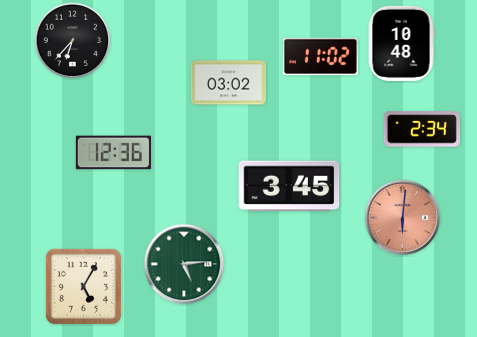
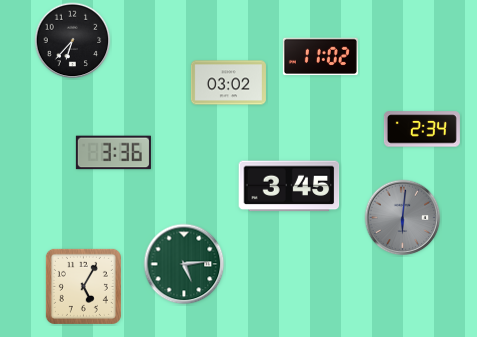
clock at (401, 43): 10:48 -> none
clock at (113, 153): 12:36 -> 3:36
clock at (403, 218) dial: salmon -> grey
